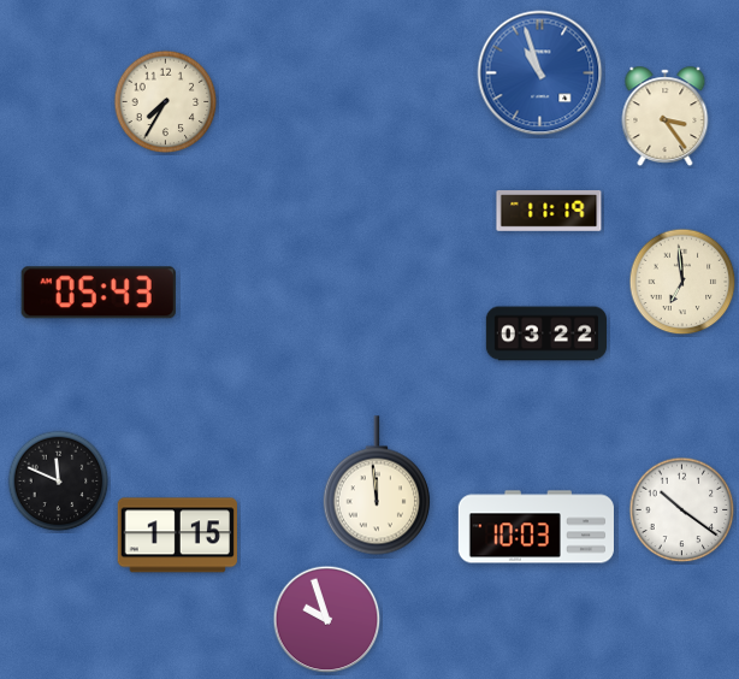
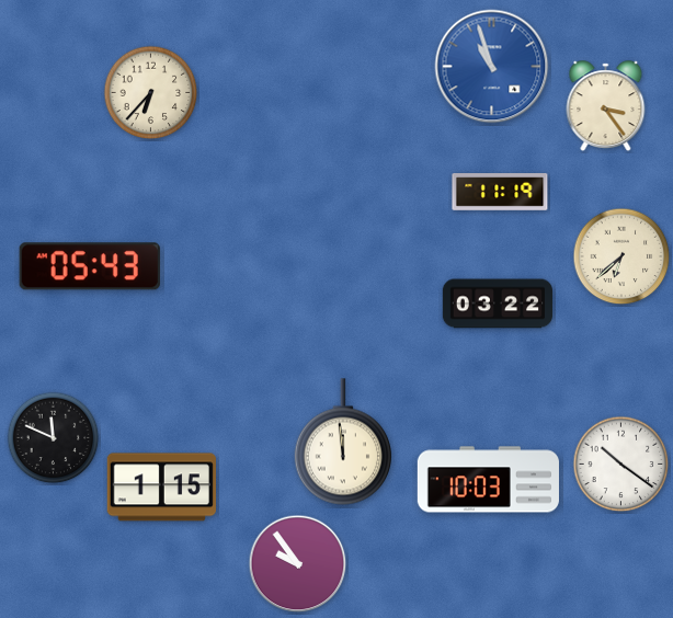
clock at (166, 102): 7:35 -> 6:37
clock at (682, 282): 6:59 -> 6:38
clock at (327, 620): 9:57 -> 9:54
